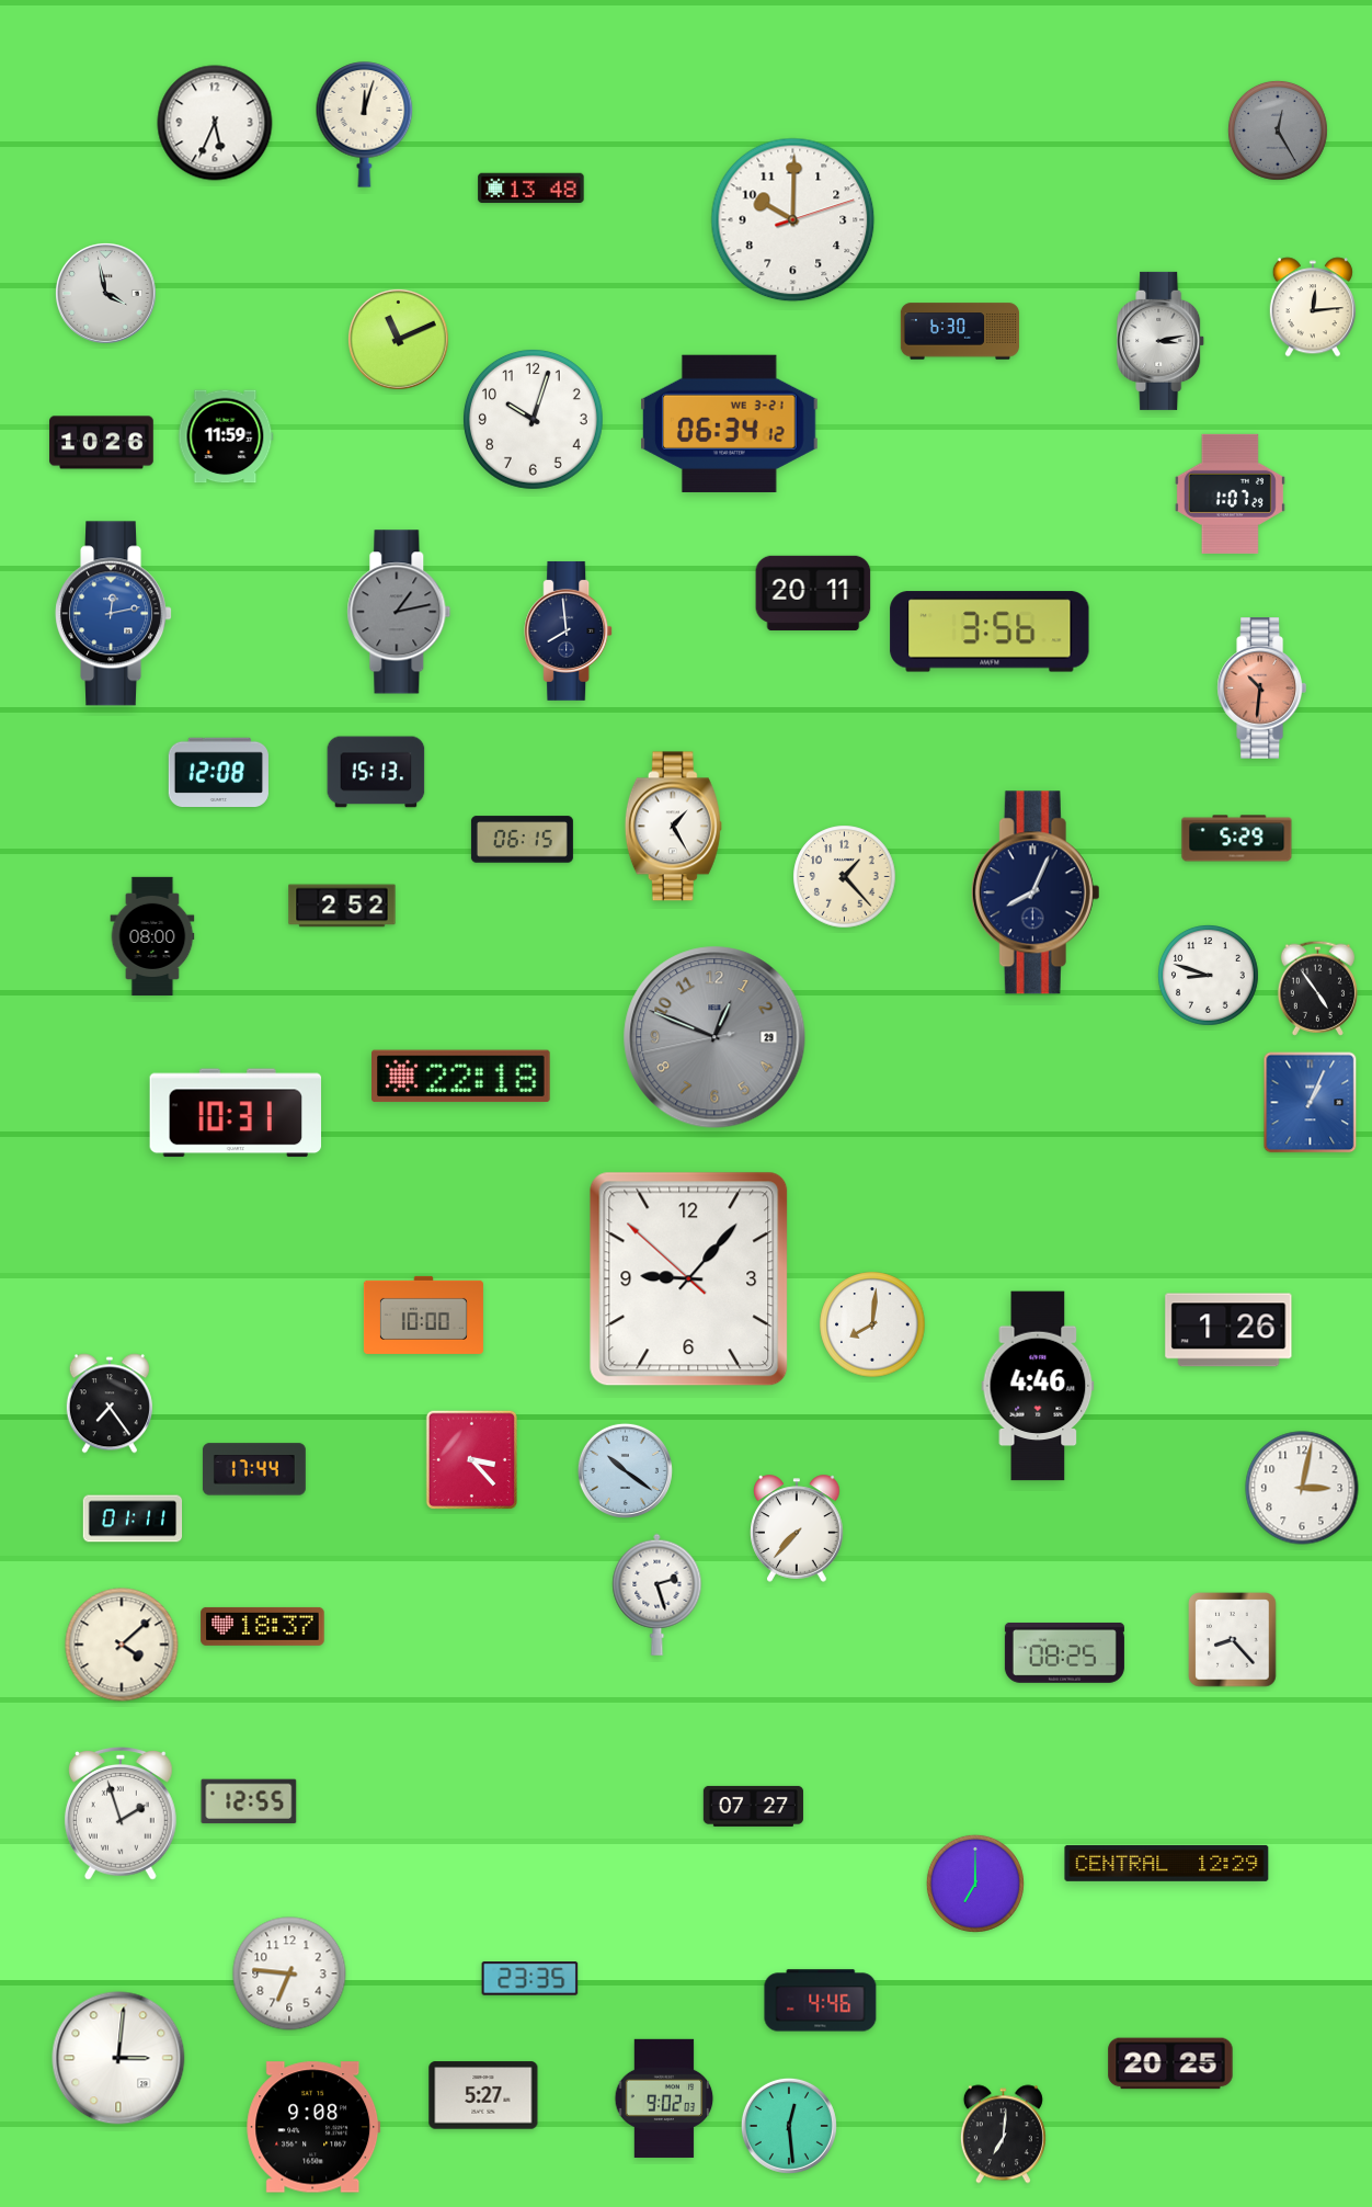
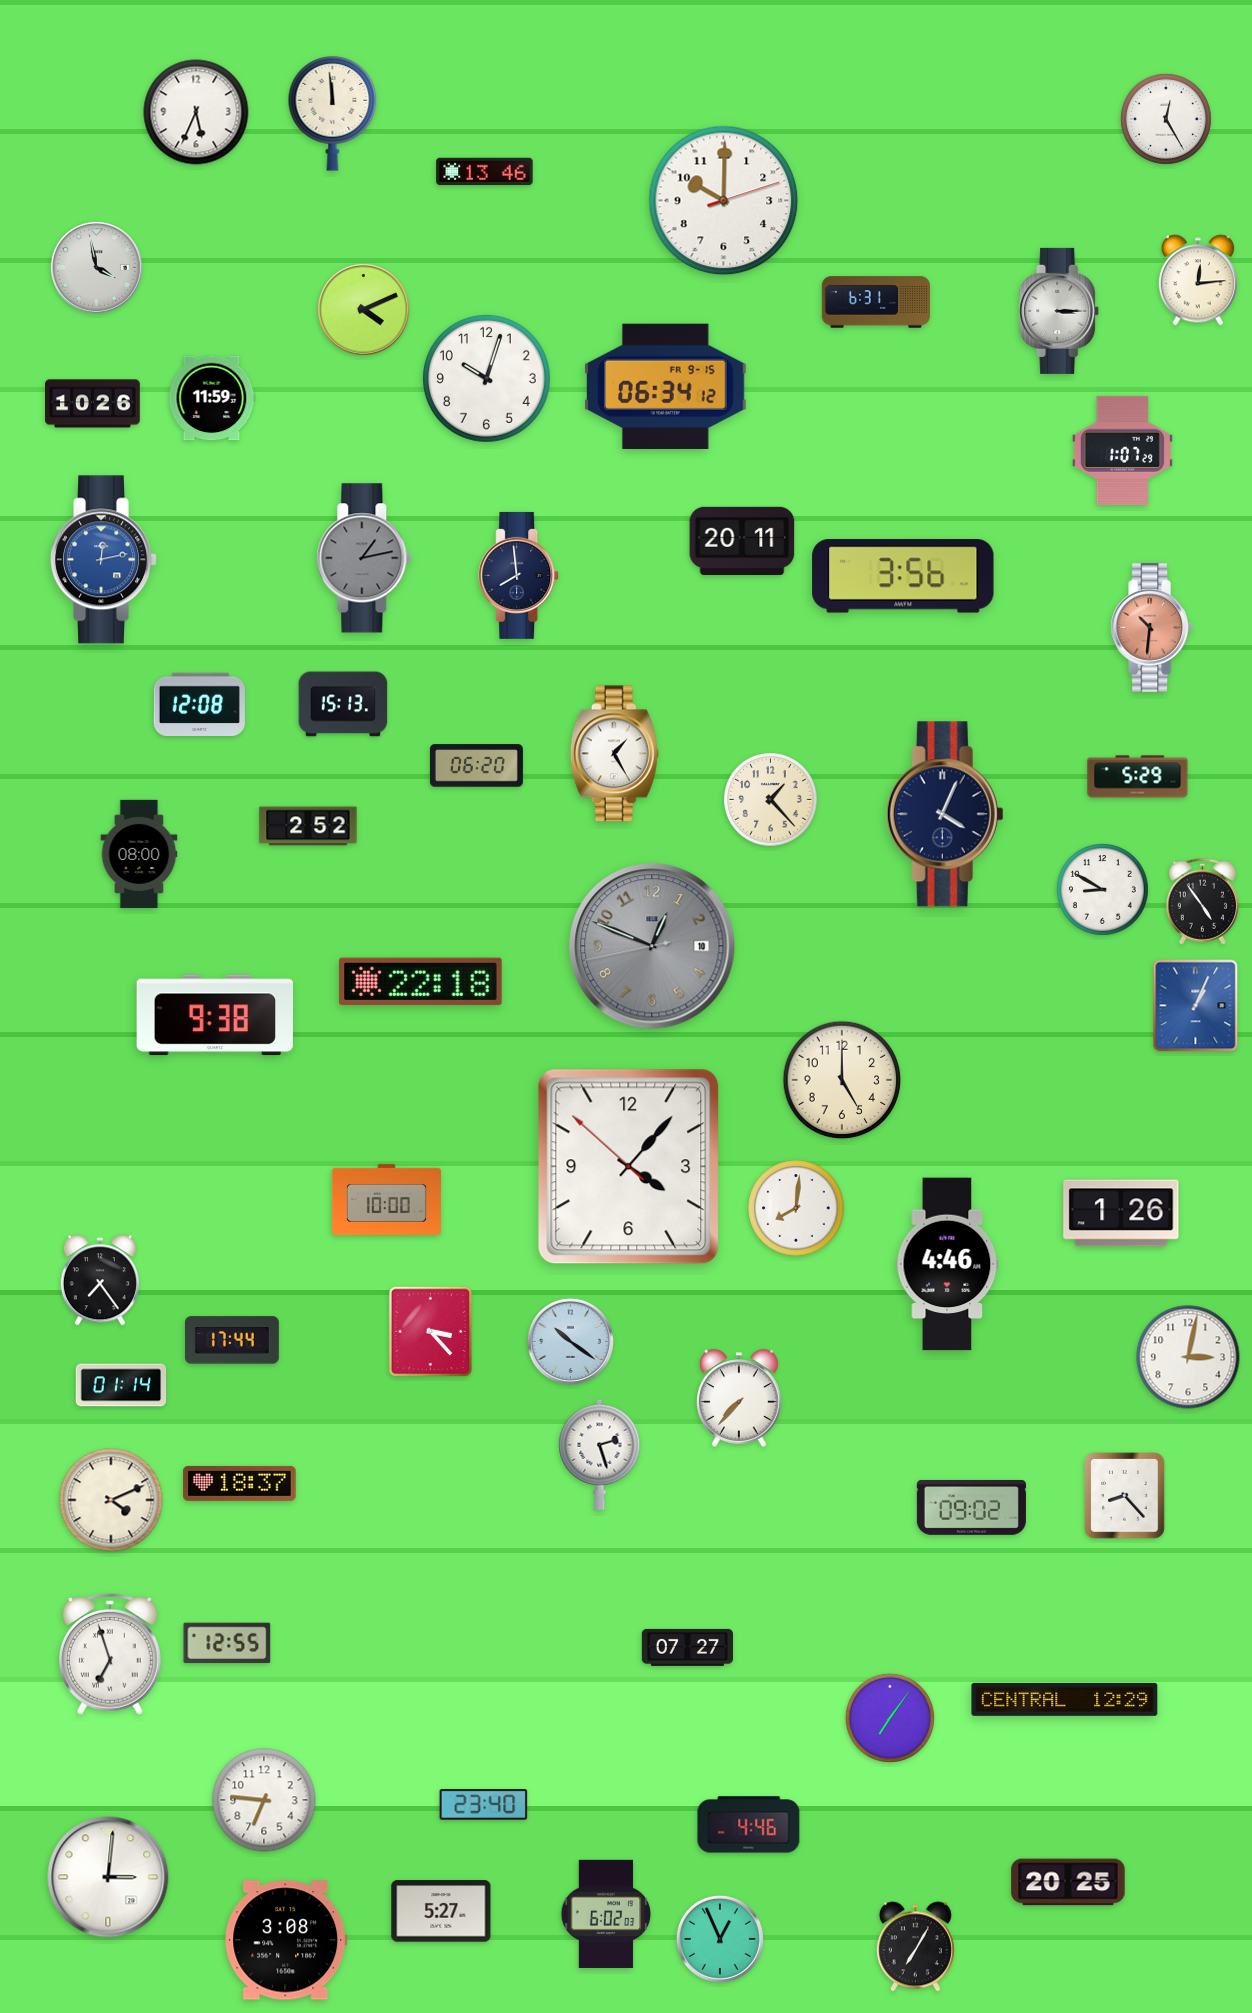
clock at (365, 125): 12:03 -> 11:59
clock at (1278, 130) dial: grey -> white
clock at (531, 189): 13:48 -> 13:46
clock at (959, 331): 6:30 -> 6:31
clock at (398, 339): 11:11 -> 4:11
clock at (1162, 341): 3:13 -> 3:15
clock at (533, 419) position: (533, 419) -> (486, 378)
clock at (730, 423) date: WE 3-21 -> FR 9-15
clock at (226, 436) position: (226, 436) -> (212, 398)
clock at (1237, 839) position: (1237, 839) -> (1138, 777)
clock at (522, 840): 06:15 -> 06:20
clock at (1036, 892): 8:04 -> 4:04
clock at (342, 906) position: (342, 906) -> (308, 826)
clock at (1209, 976): 8:48 -> 8:50
clock at (714, 1037) date: 29 -> 10
clock at (236, 1113): 10:31 -> 9:38
clock at (842, 1080): none -> 5:00
clock at (689, 1279): 9:06 -> 4:06
clock at (133, 1518): 01:11 -> 01:14
clock at (797, 1528) position: (797, 1528) -> (739, 1398)
clock at (122, 1645): 4:08 -> 4:11
clock at (1064, 1652): 08:25 -> 09:02
clock at (121, 1813): 1:57 -> 6:57
clock at (975, 1884): 7:00 -> 7:06
clock at (530, 1979): 23:35 -> 23:40
clock at (664, 2098): 9:02 -> 6:02
clock at (789, 2126): 12:29 -> 12:56
clock at (313, 2127): 9:08 -> 3:08
clock at (1003, 2135): 7:01 -> 7:05
